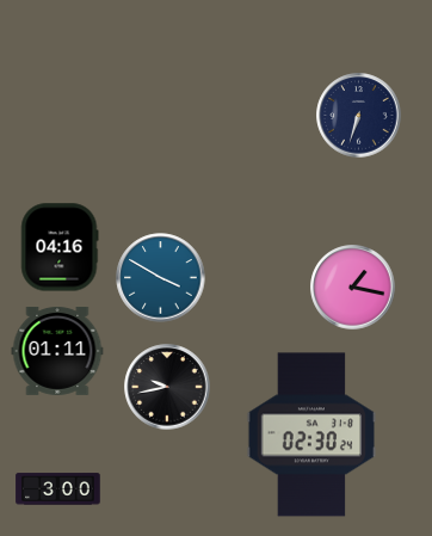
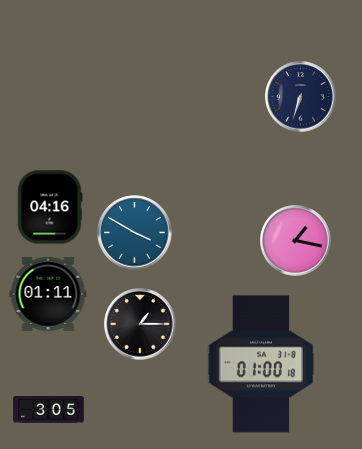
clock at (167, 387): 9:43 -> 1:15
clock at (311, 435): 02:30 -> 01:00
clock at (58, 489): 3:00 -> 3:05
